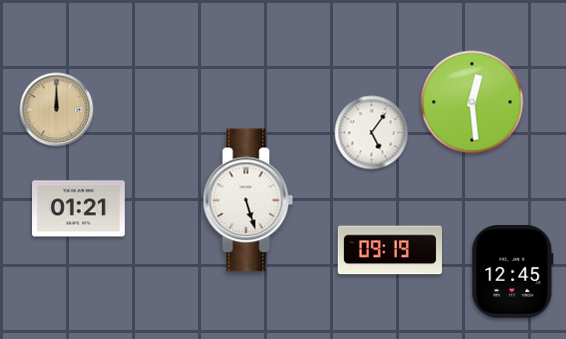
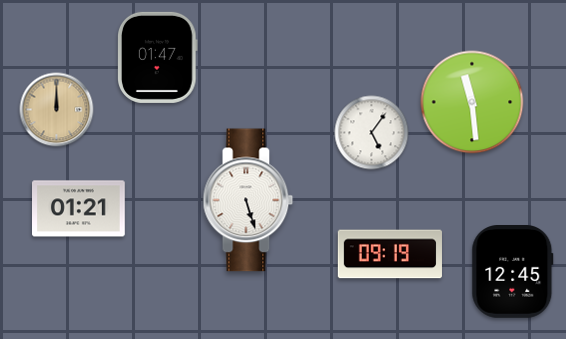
clock at (158, 57): none -> 01:47
clock at (472, 102): 12:29 -> 11:29
clock at (390, 250) position: (390, 250) -> (390, 254)
